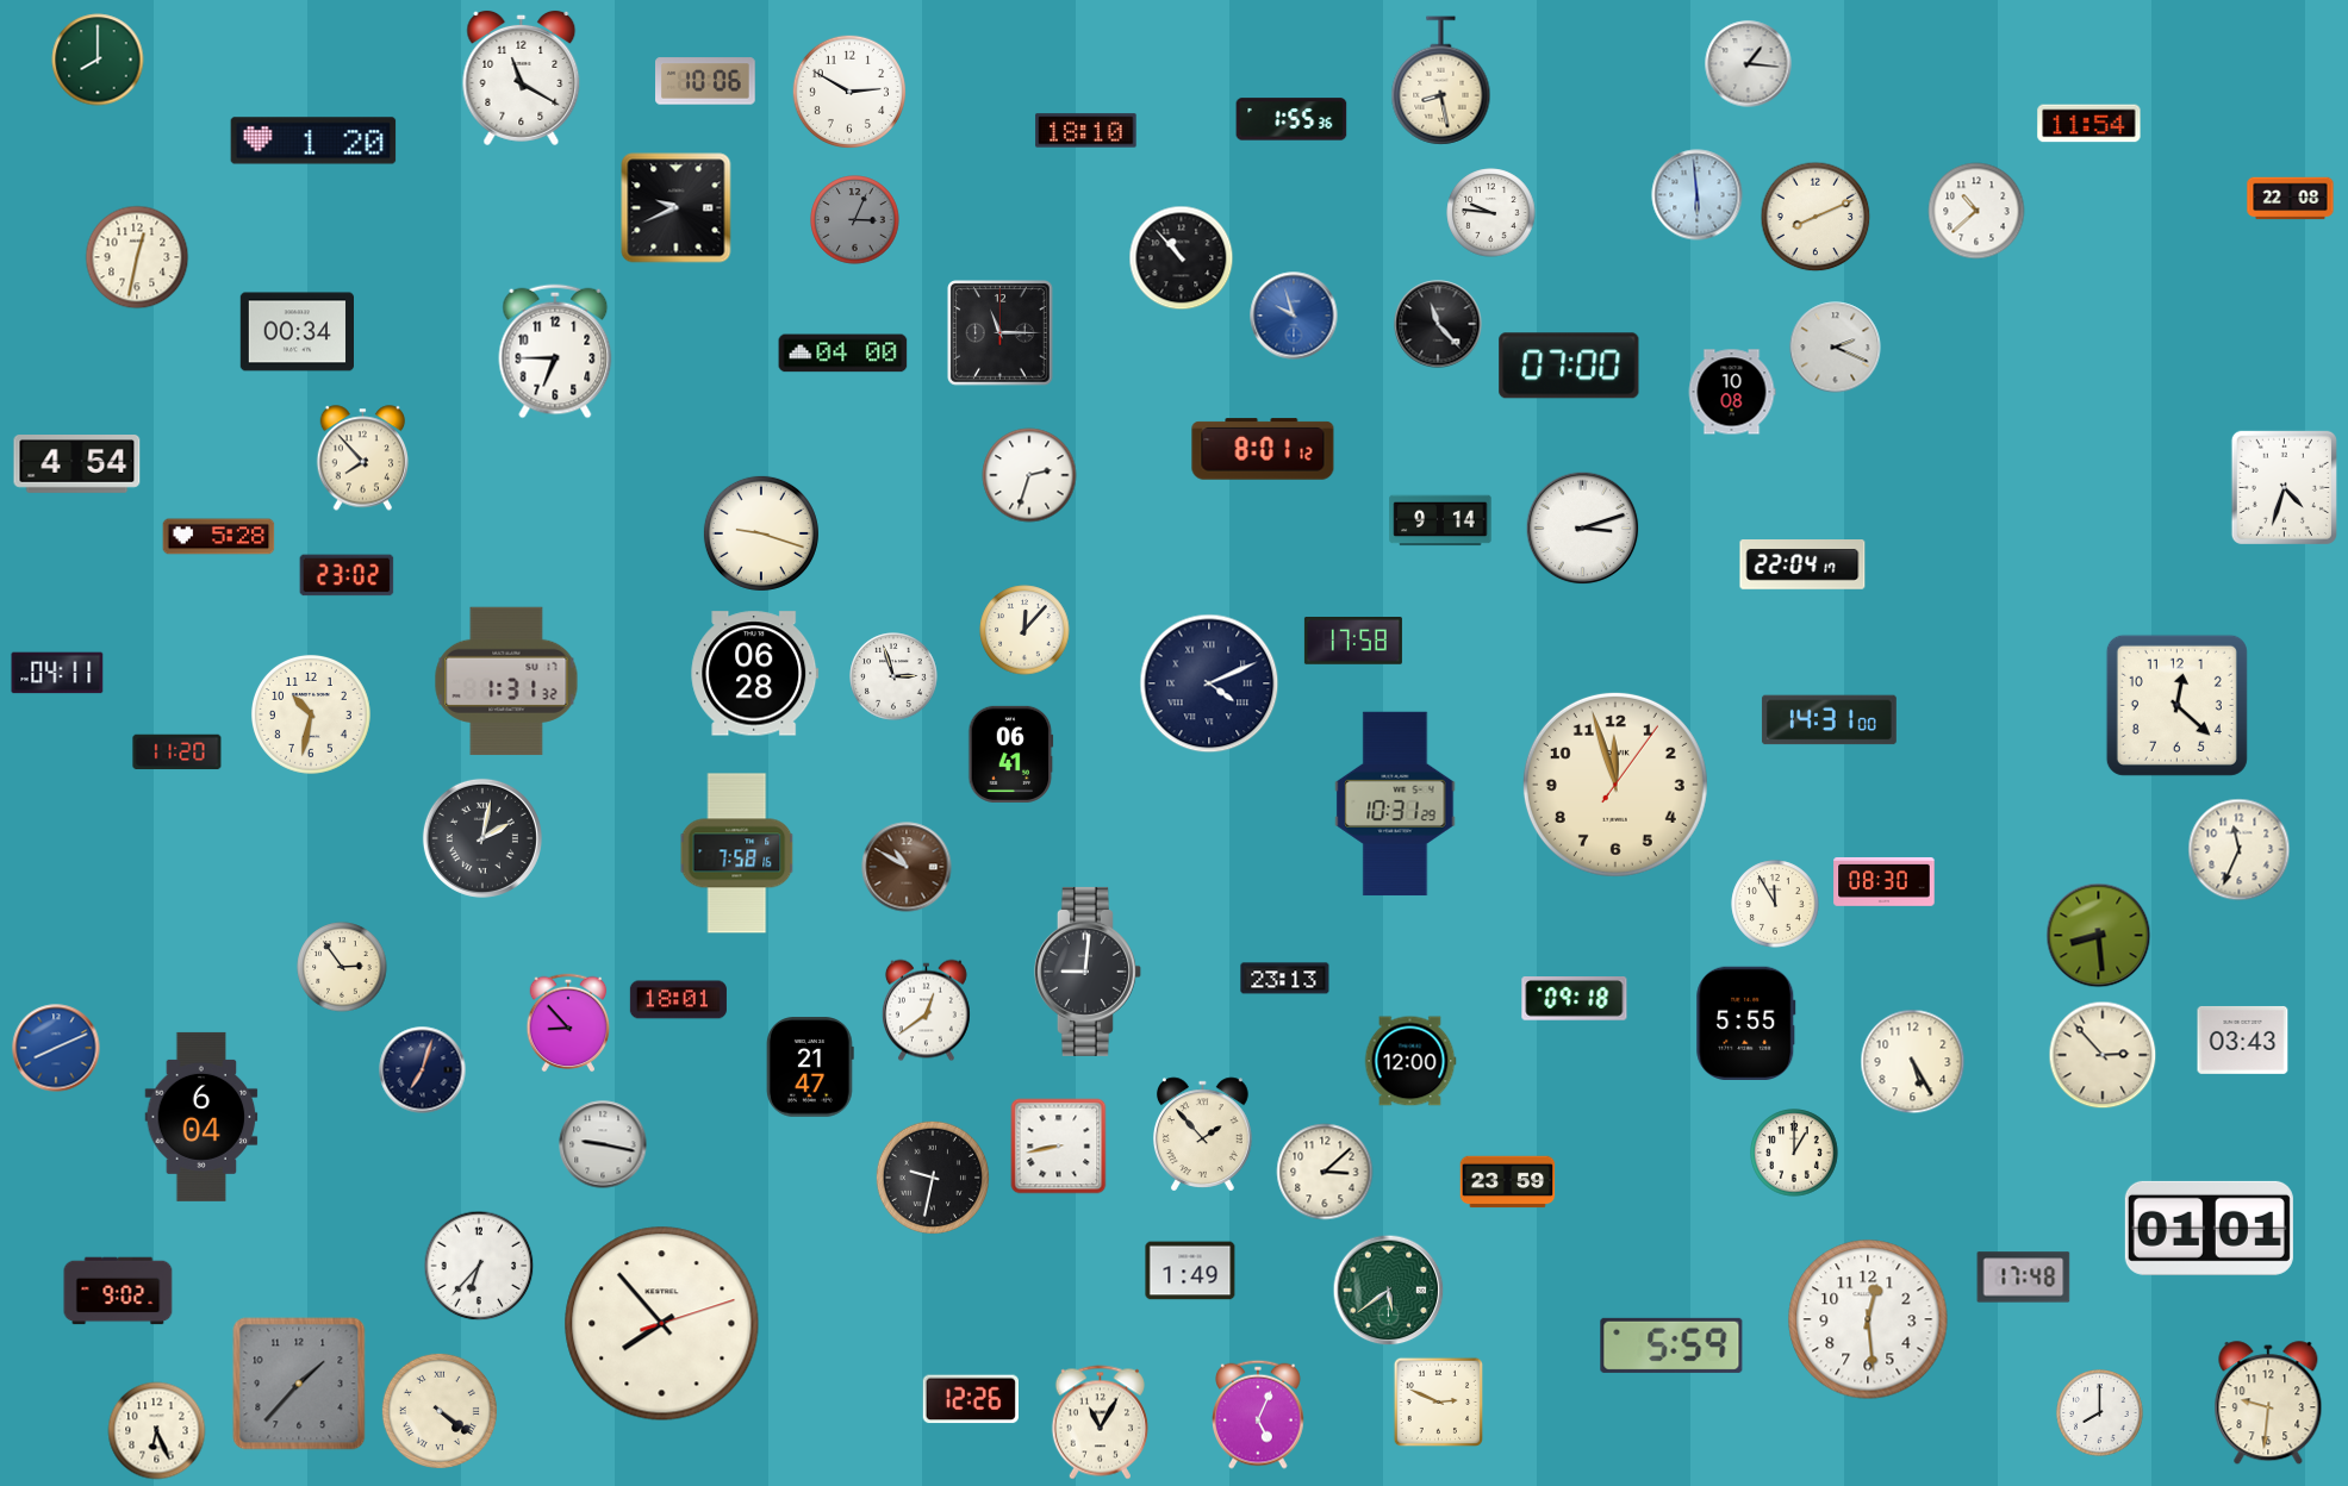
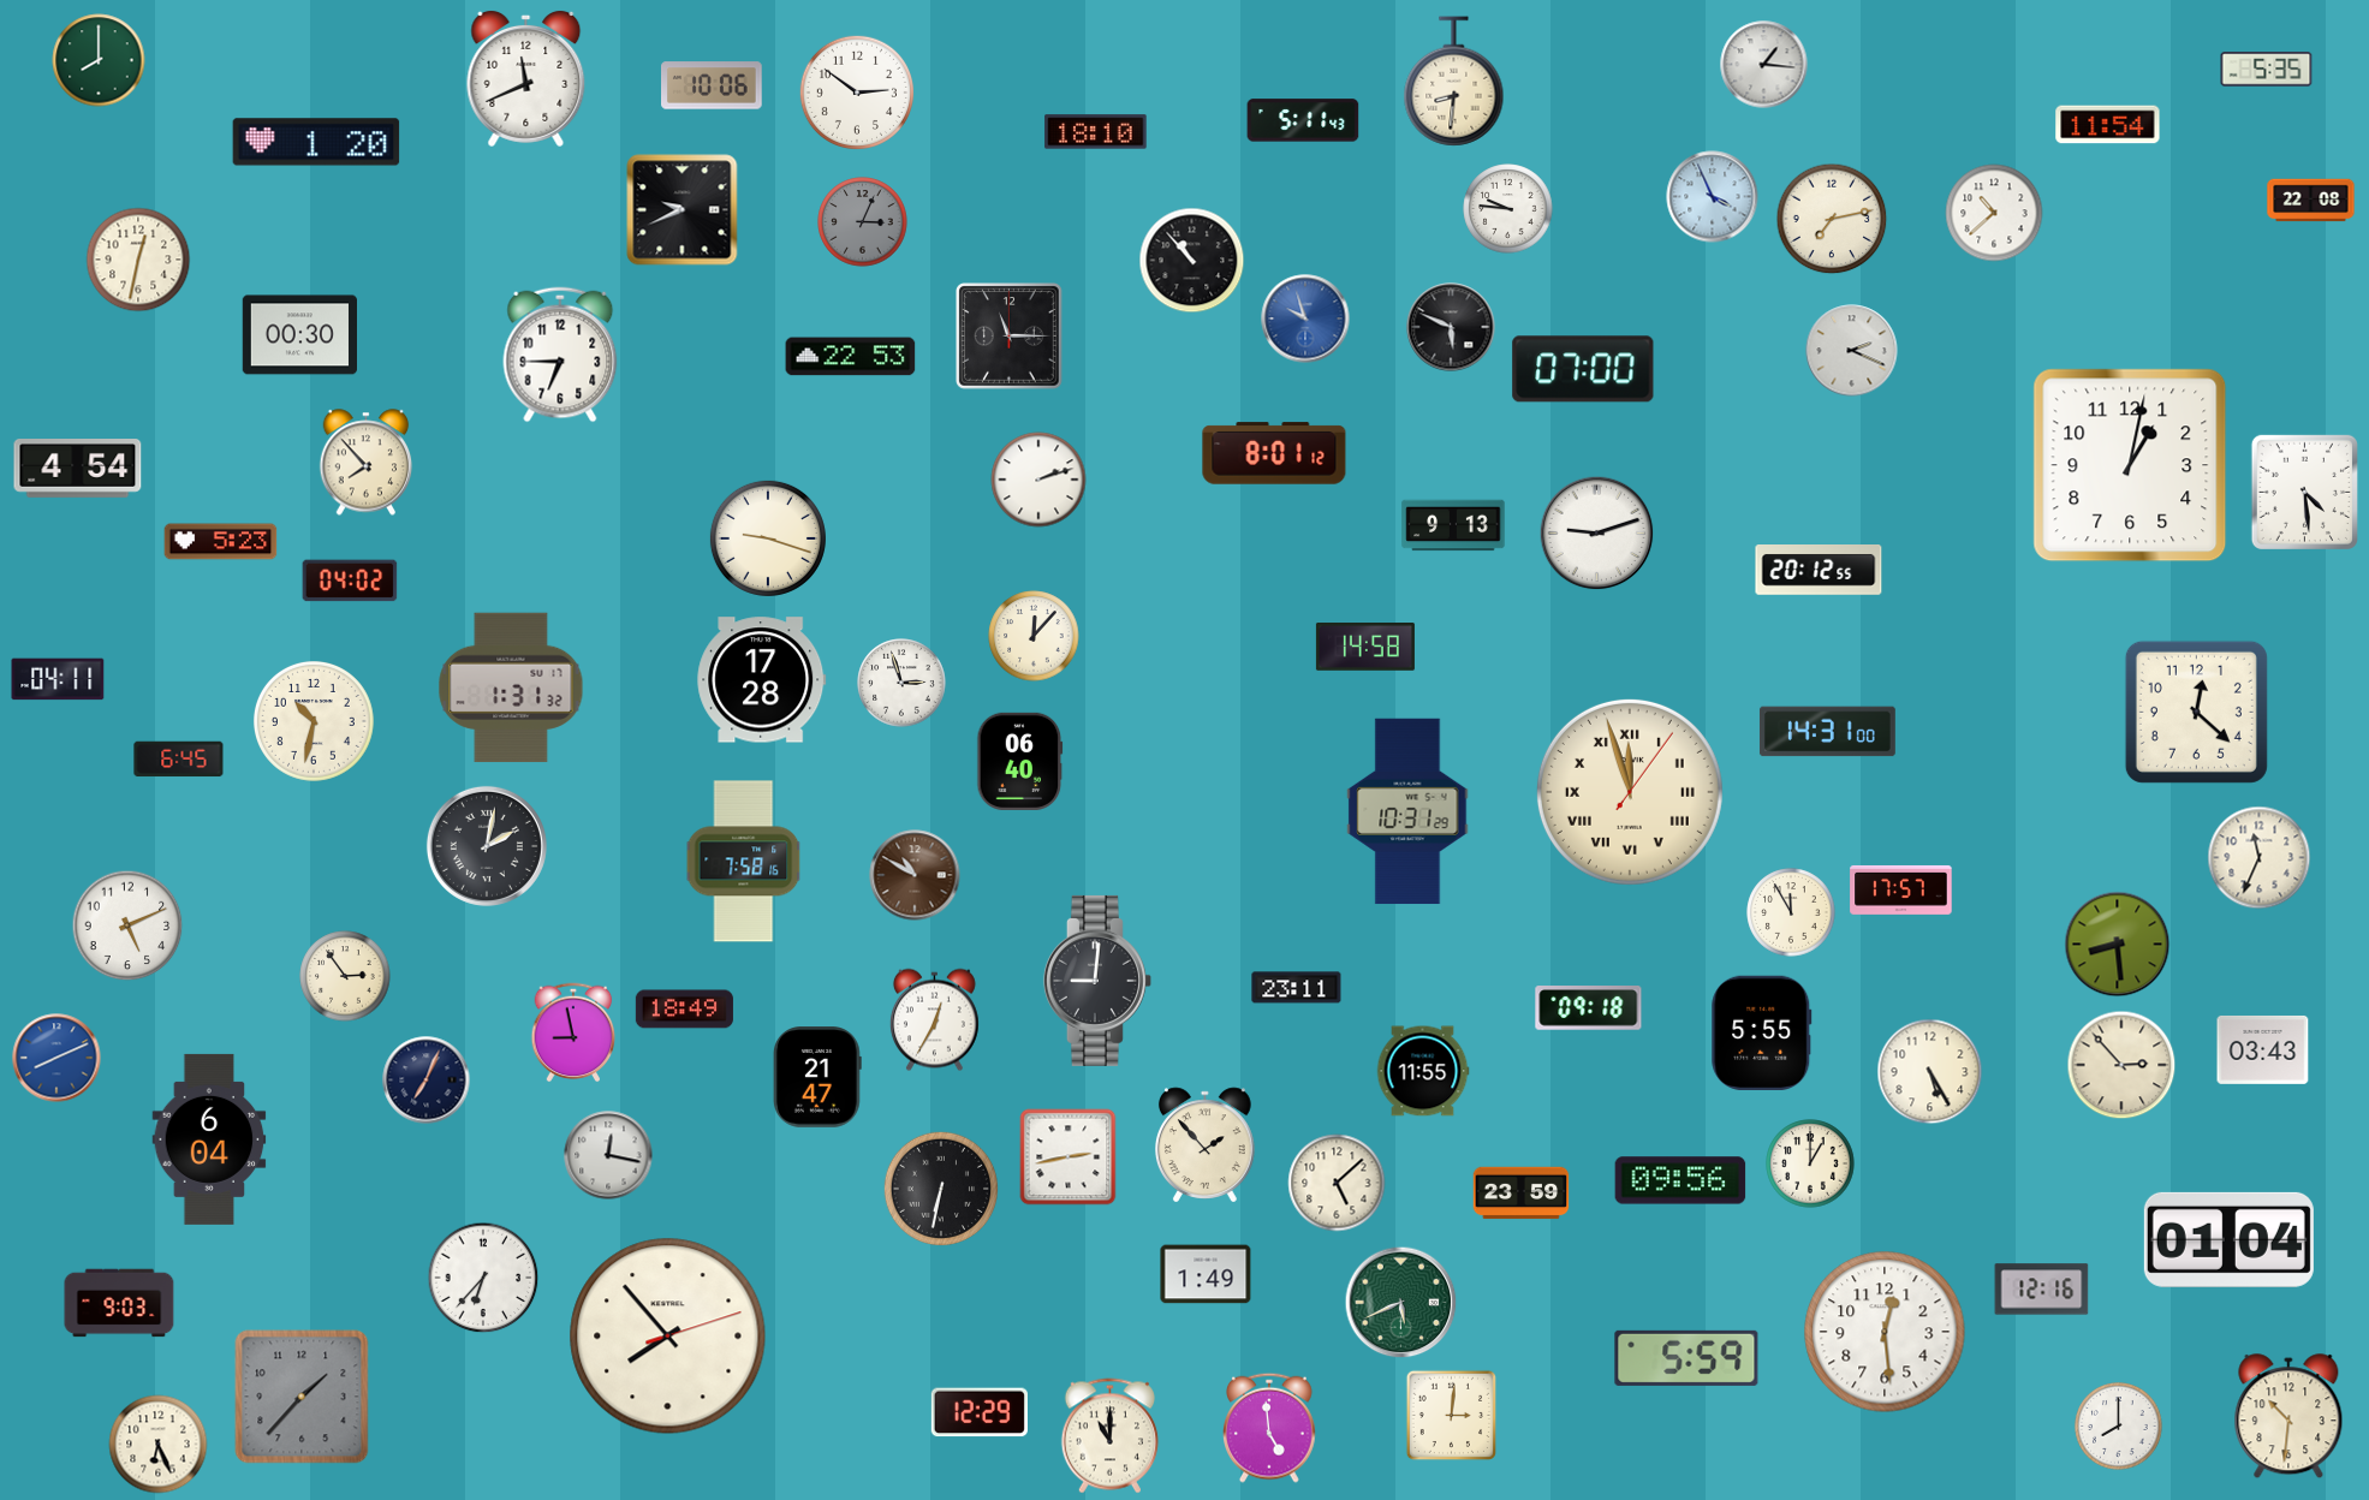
clock at (2267, 70): none -> 5:35
clock at (522, 77): 11:20 -> 11:41
clock at (706, 81) position: (706, 81) -> (713, 85)
clock at (1441, 81): 8:28 -> 8:31
clock at (848, 90): 2:50 -> 2:51
clock at (1291, 119): 1:55 -> 5:11
clock at (1698, 195): 5:59 -> 3:56
clock at (1491, 213) position: (1491, 213) -> (1508, 209)
clock at (1816, 217): 8:11 -> 7:13
clock at (1438, 324): 11:23 -> 5:49
clock at (297, 332): 00:34 -> 00:30
clock at (843, 354): 04:00 -> 22:53
clock at (1732, 392): 10:08 -> none
clock at (2130, 465): none -> 1:02
clock at (1029, 475): 2:33 -> 2:12
clock at (2284, 487): 4:33 -> 4:29
clock at (1440, 520): 9:14 -> 9:13
clock at (1583, 529): 3:12 -> 9:12
clock at (219, 537): 5:28 -> 5:23
clock at (1802, 566): 22:04 -> 20:12
clock at (347, 575): 23:02 -> 04:02
clock at (1353, 641): 17:58 -> 14:58
clock at (755, 674): 06:28 -> 17:28
clock at (1209, 683): 4:11 -> none
clock at (1829, 720) position: (1829, 720) -> (1827, 732)
clock at (177, 753): 11:20 -> 6:45
clock at (1011, 754): 06:41 -> 06:40
clock at (1615, 785) numerals: Arabic -> Roman
clock at (1885, 881): 08:30 -> 17:57
clock at (127, 925): none -> 5:11
clock at (1285, 979): 23:13 -> 23:11
clock at (678, 1000): 18:01 -> 18:49
clock at (926, 1011): 12:39 -> 12:35
clock at (568, 1023): 8:53 -> 8:58
clock at (1410, 1061): 12:00 -> 11:55
clock at (423, 1070): 7:03 -> 7:04
clock at (201, 1117) position: (201, 1117) -> (209, 1139)
clock at (1203, 1135) position: (1203, 1135) -> (1206, 1145)
clock at (603, 1144): 9:17 -> 12:17
clock at (1059, 1147): 8:43 -> 2:43
clock at (1680, 1180): none -> 09:56
clock at (1325, 1172): 3:08 -> 5:08
clock at (932, 1176): 9:32 -> 6:32
clock at (2209, 1228): 01:01 -> 01:04
clock at (1190, 1270) position: (1190, 1270) -> (1206, 1274)
clock at (2024, 1278): 17:48 -> 12:16
clock at (118, 1291): 9:02 -> 9:03
clock at (1389, 1291): 5:39 -> 5:41
clock at (971, 1399): 12:26 -> 12:29
clock at (1438, 1401): 2:49 -> 3:01
clock at (2268, 1404): 9:31 -> 10:31
clock at (440, 1411): 4:21 -> none
clock at (1259, 1415): 5:04 -> 4:59
clock at (1100, 1423): 11:05 -> 11:00
